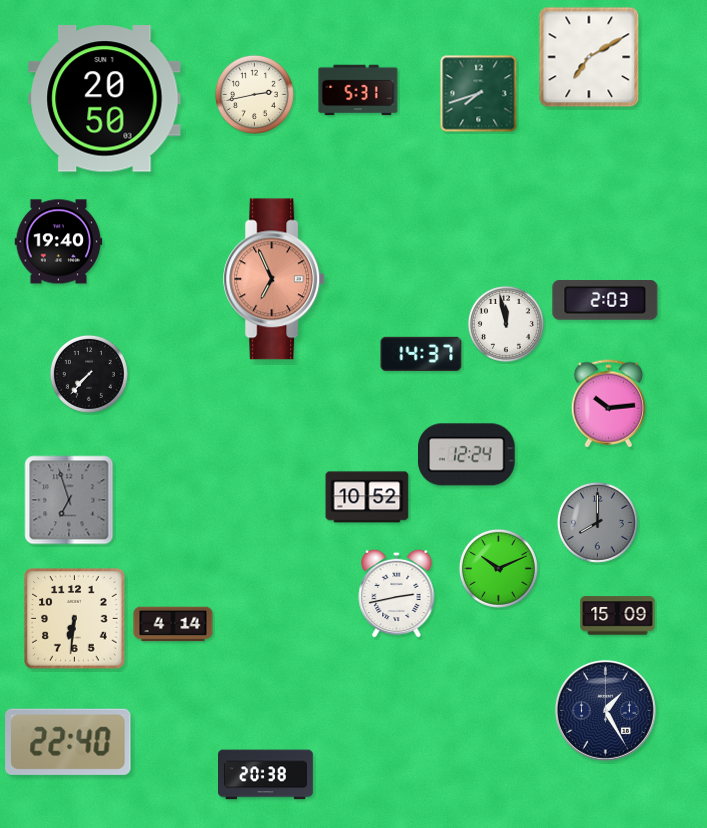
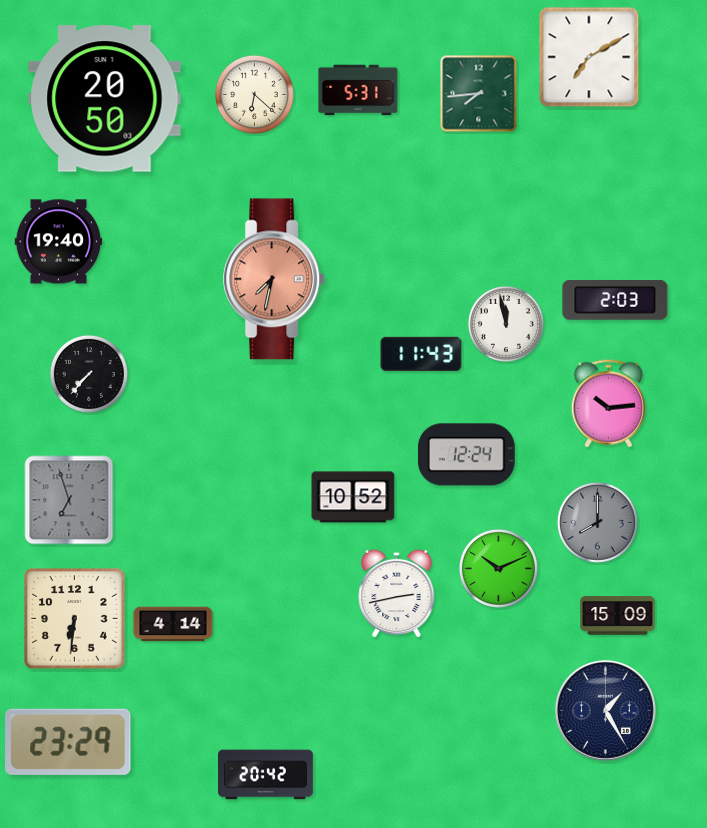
clock at (254, 94): 2:43 -> 6:22
clock at (479, 94): 7:42 -> 7:44
clock at (275, 279): 6:56 -> 7:32
clock at (605, 301) position: (605, 301) -> (615, 301)
clock at (421, 354): 14:37 -> 11:43
clock at (367, 497) position: (367, 497) -> (353, 497)
clock at (68, 742): 22:40 -> 23:29
clock at (266, 775): 20:38 -> 20:42
